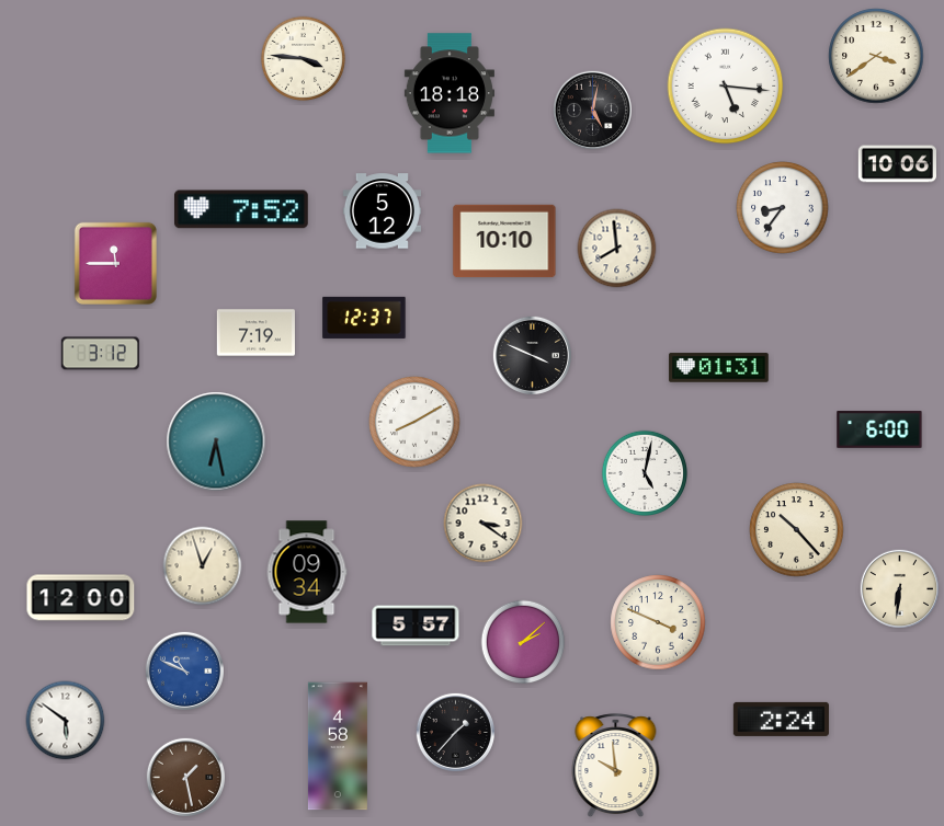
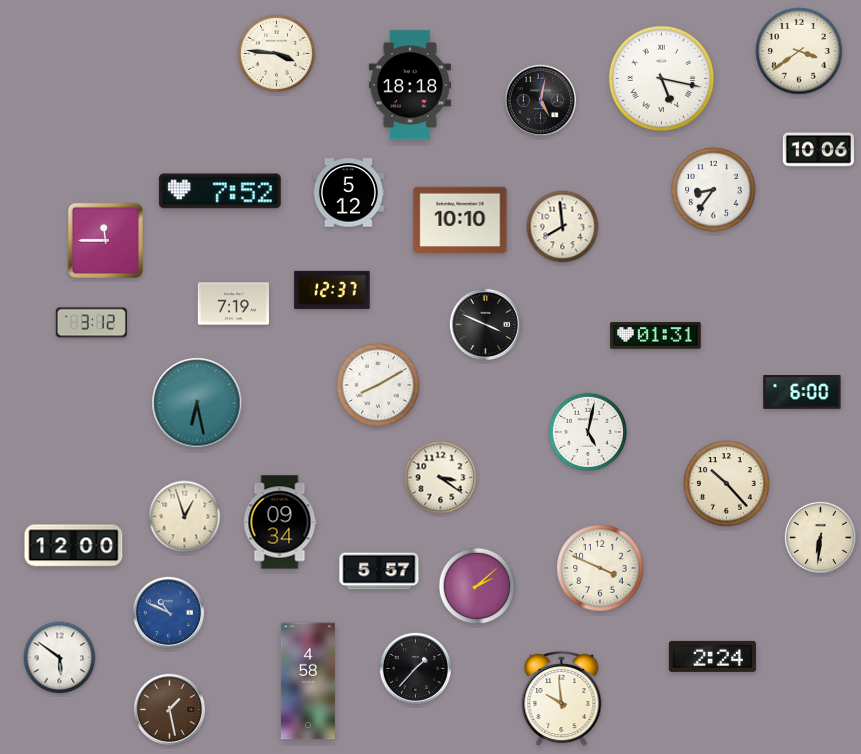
clock at (726, 87): 5:16 -> 5:17
